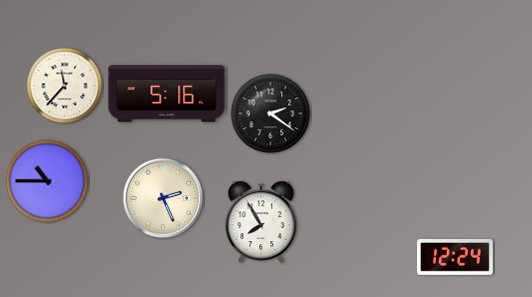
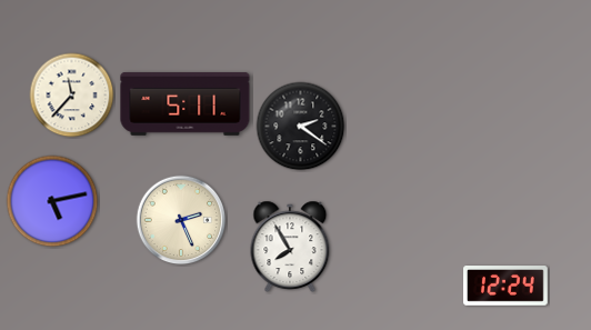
clock at (167, 93): 5:16 -> 5:11
clock at (47, 181): 10:45 -> 5:13
